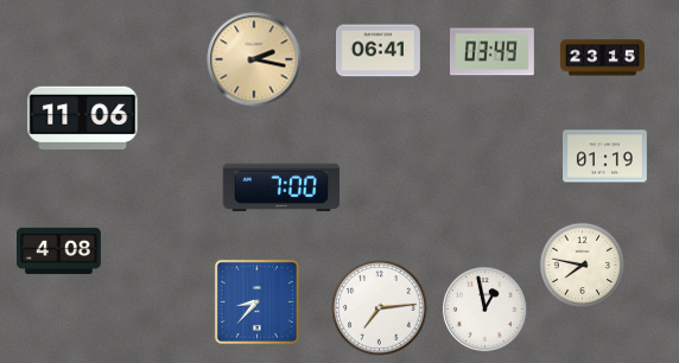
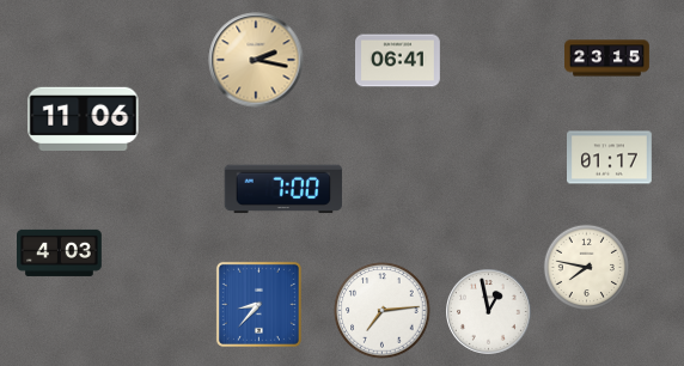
clock at (379, 51) position: (379, 51) -> (398, 61)
clock at (493, 52): 03:49 -> none
clock at (605, 157): 01:19 -> 01:17
clock at (59, 250): 4:08 -> 4:03
